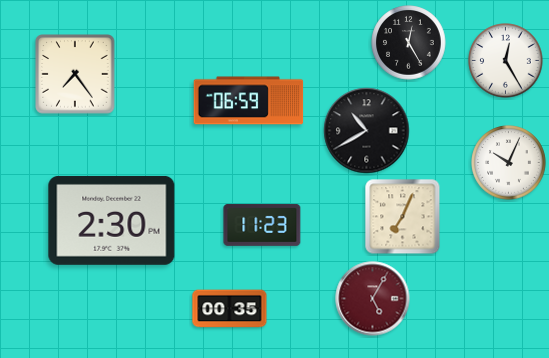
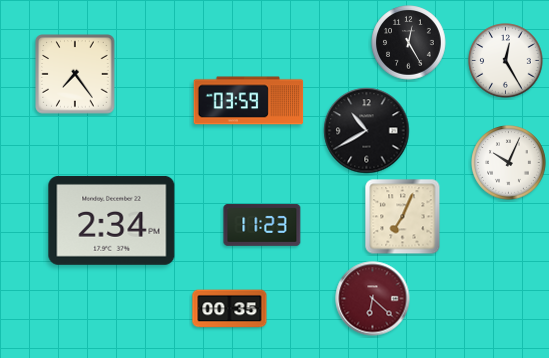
clock at (249, 101): 06:59 -> 03:59
clock at (112, 220): 2:30 -> 2:34
clock at (373, 299): 5:05 -> 6:22
